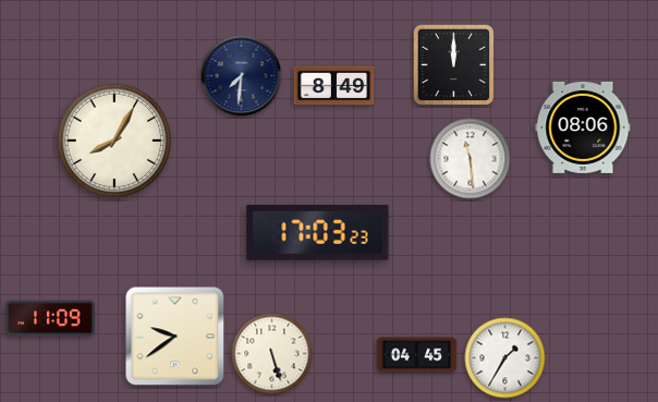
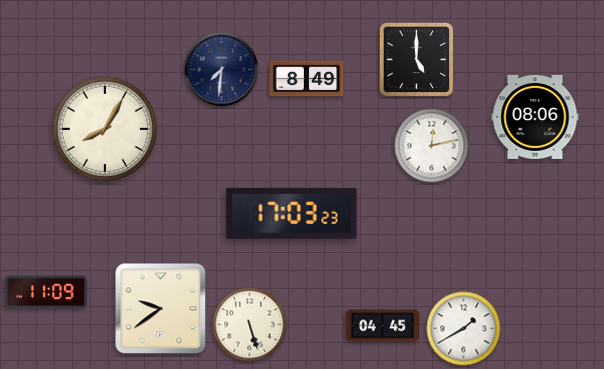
clock at (454, 65): 12:00 -> 5:00
clock at (471, 159): 11:29 -> 12:13
clock at (505, 358): 1:35 -> 1:40
